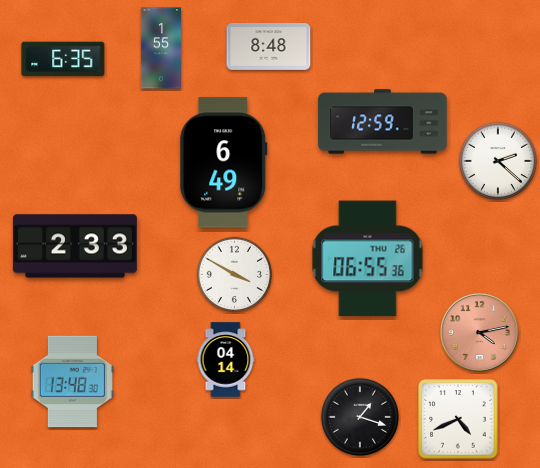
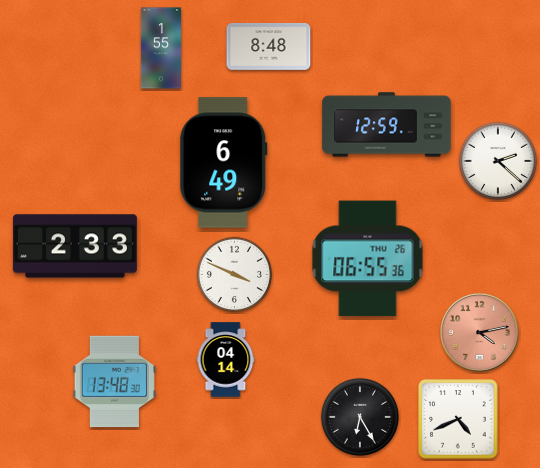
clock at (63, 59): 6:35 -> none
clock at (383, 122) position: (383, 122) -> (387, 125)
clock at (234, 274): 3:50 -> 3:49
clock at (72, 382) position: (72, 382) -> (114, 382)
clock at (360, 417): 1:18 -> 6:25
